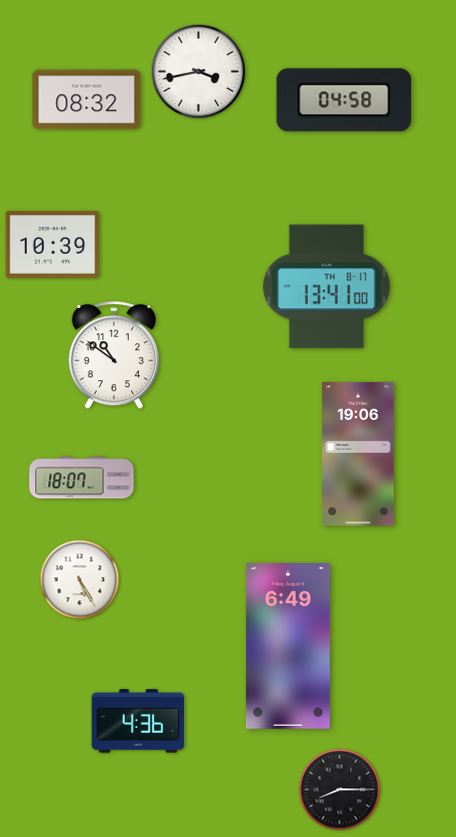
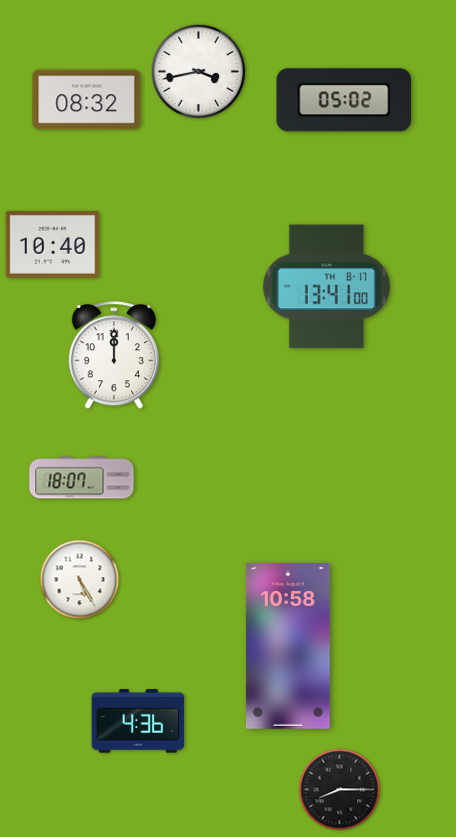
clock at (344, 100): 04:58 -> 05:02
clock at (53, 244): 10:39 -> 10:40
clock at (113, 356): 10:51 -> 12:00
clock at (359, 454): 19:06 -> none
clock at (288, 646): 6:49 -> 10:58
